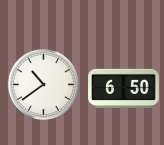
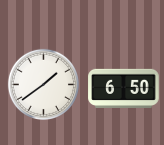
clock at (43, 84): 10:39 -> 1:39
